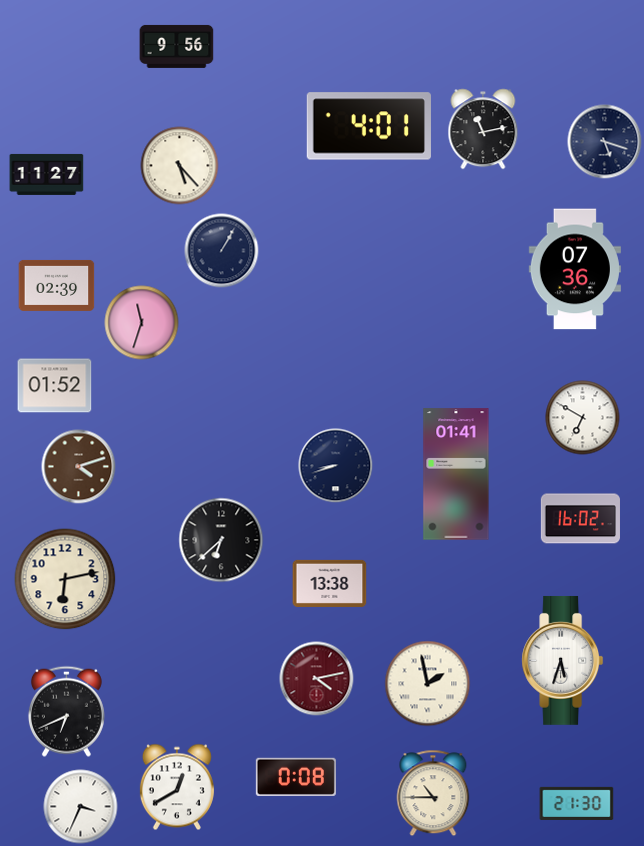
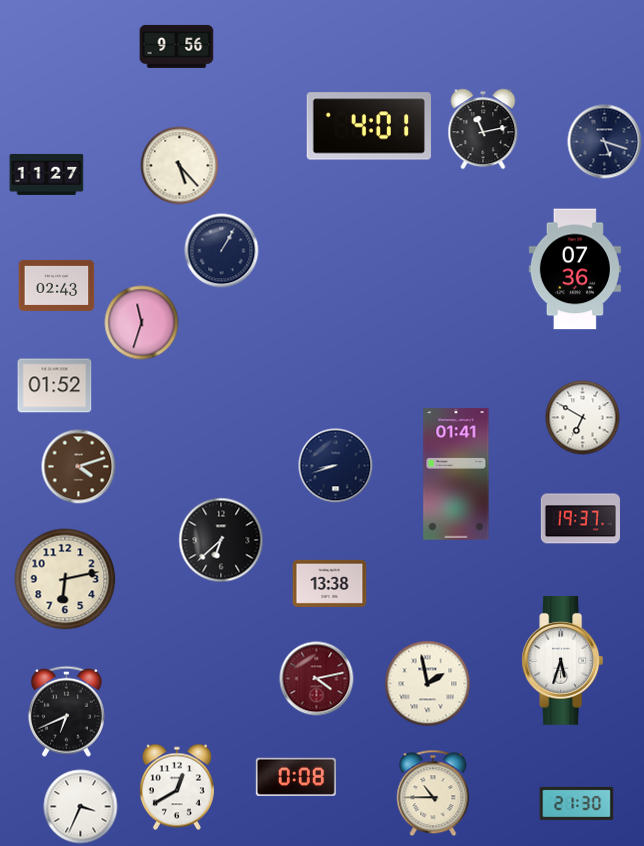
clock at (57, 285): 02:39 -> 02:43
clock at (580, 519): 16:02 -> 19:37
